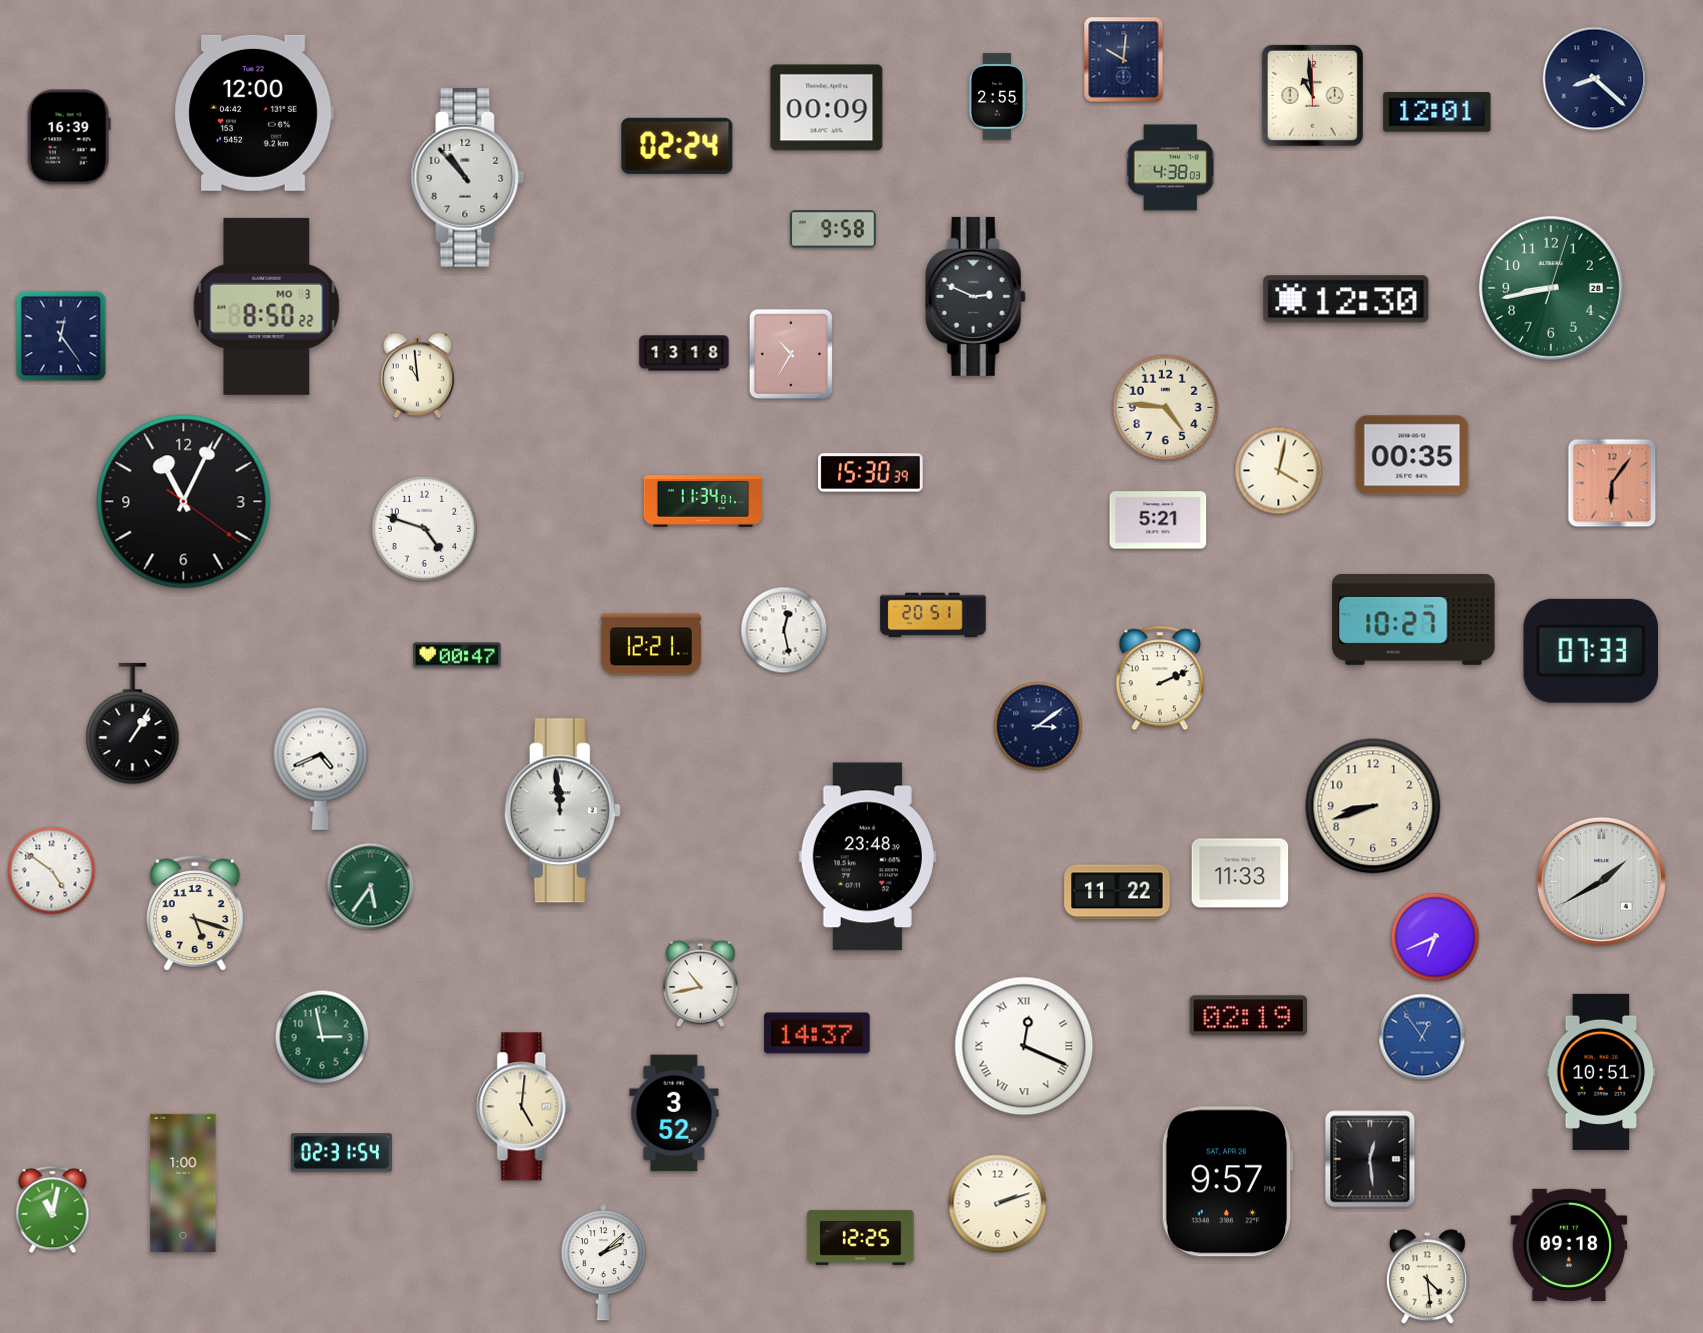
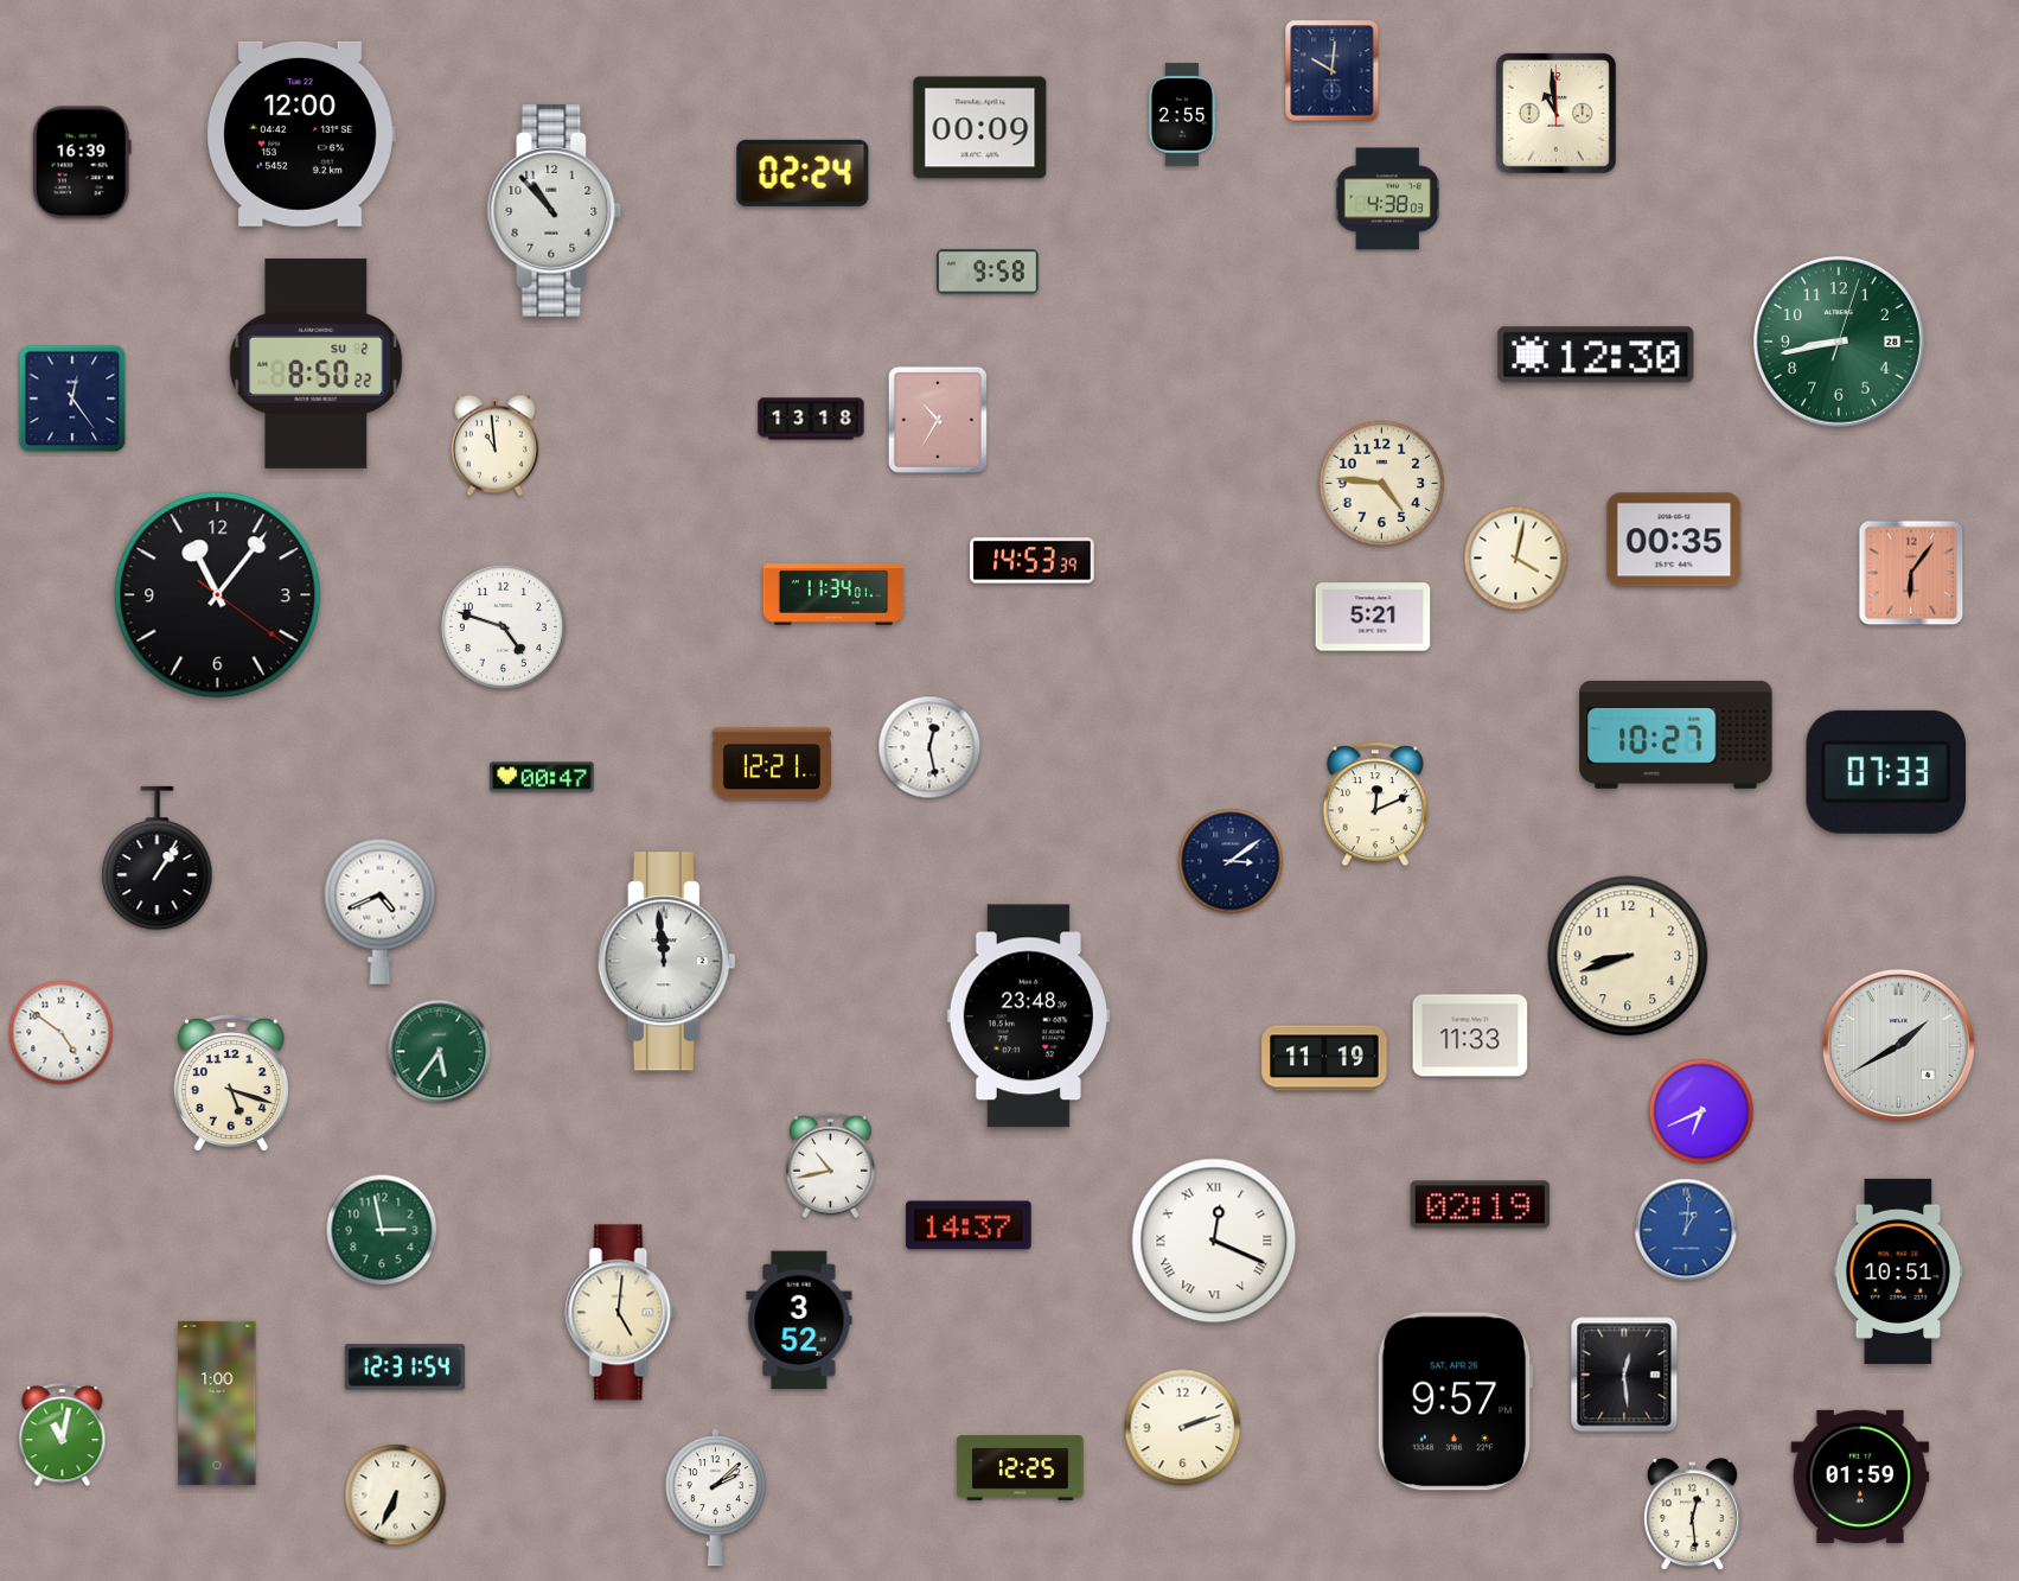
clock at (1595, 79): 8:22 -> none
clock at (1437, 112): 12:01 -> none
clock at (975, 296): 2:49 -> none
clock at (267, 306) date: MO 3 -> SU 2
clock at (871, 473): 15:30 -> 14:53
clock at (184, 502): 11:04 -> 11:06
clock at (933, 615): 20:51 -> none
clock at (1160, 678): 2:11 -> 12:11
clock at (1117, 892): 11:22 -> 11:19
clock at (1422, 1037): 12:54 -> 1:01
clock at (341, 1153): 02:31 -> 12:31
clock at (1569, 1245): 09:18 -> 01:59
clock at (396, 1496): none -> 6:34
clock at (1427, 1277): 4:29 -> 12:29
